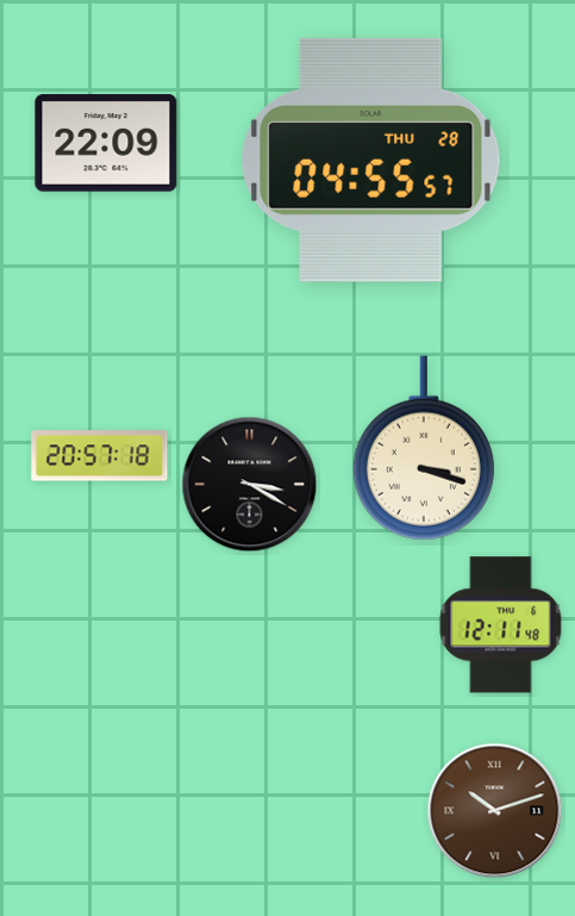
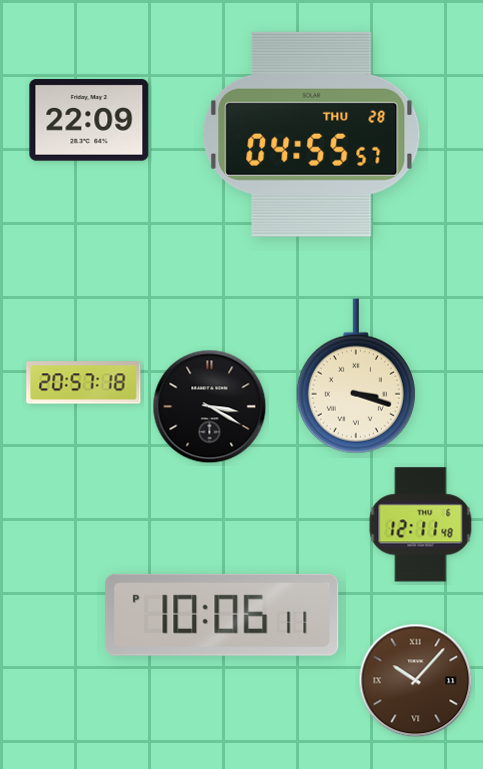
clock at (222, 615): none -> 10:06
clock at (495, 811): 10:12 -> 10:07
